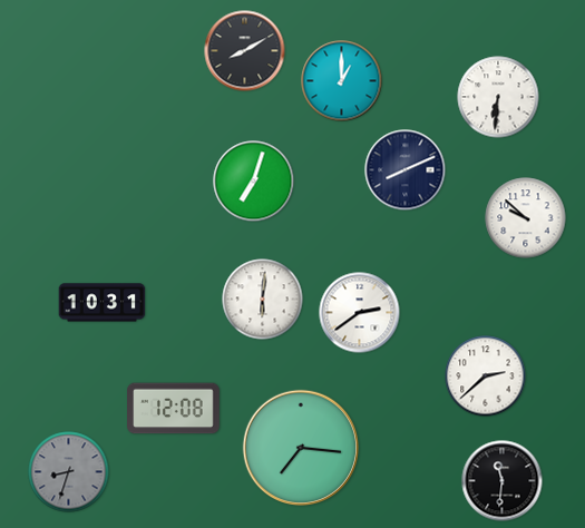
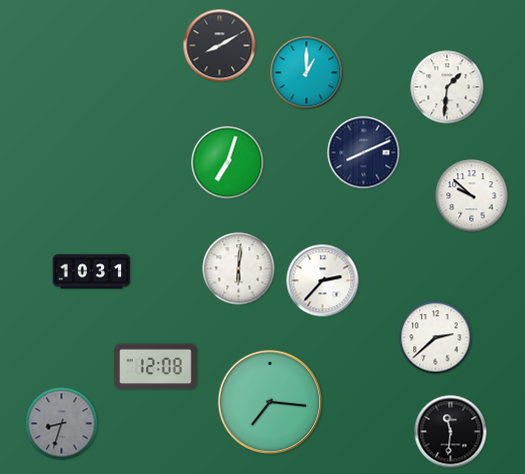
clock at (498, 97): 6:31 -> 1:31
clock at (263, 300) position: (263, 300) -> (239, 269)
clock at (360, 313): 2:39 -> 2:37
